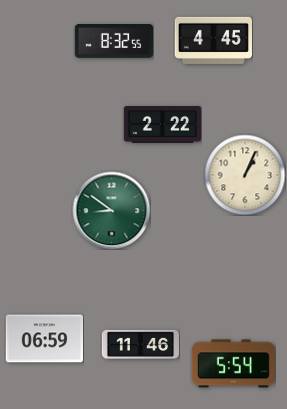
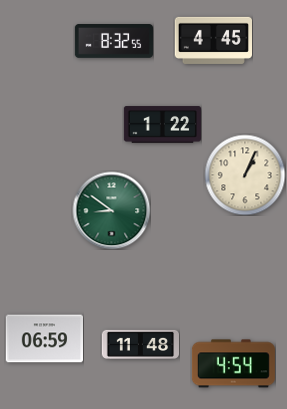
clock at (162, 125): 2:22 -> 1:22
clock at (140, 344): 11:46 -> 11:48
clock at (233, 364): 5:54 -> 4:54
